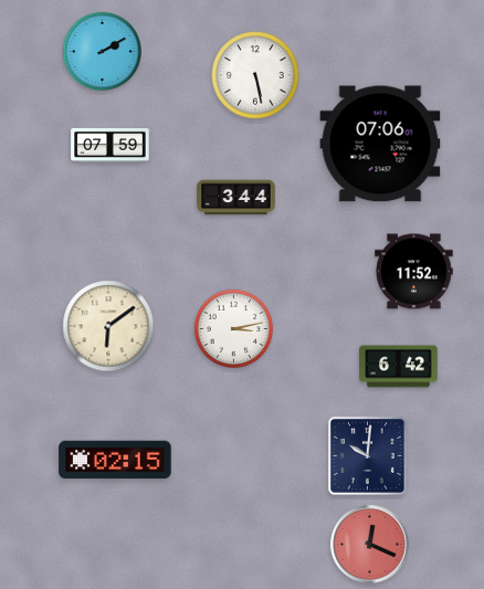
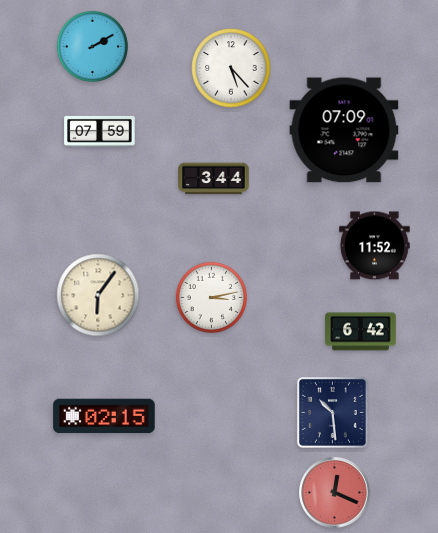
clock at (255, 75): 5:28 -> 5:23
clock at (380, 144): 07:06 -> 07:09
clock at (108, 326): 6:09 -> 6:06
clock at (367, 455): 10:01 -> 10:29
